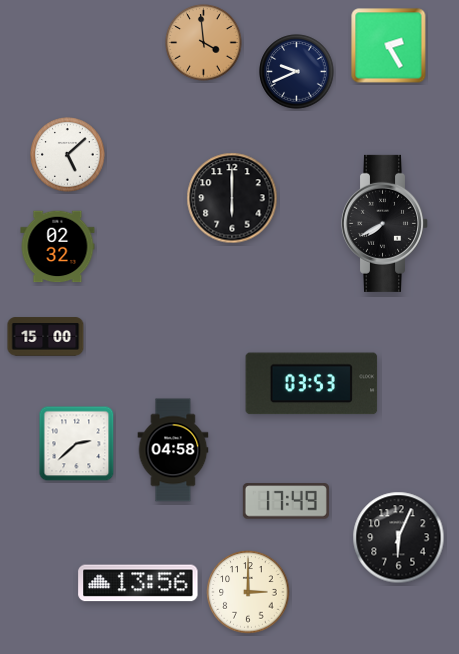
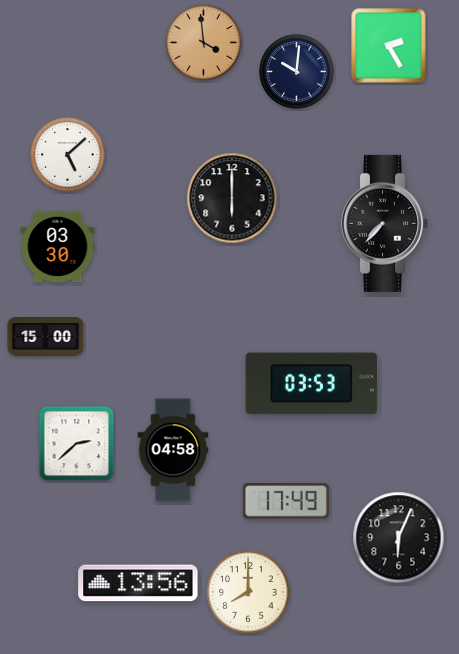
clock at (297, 72): 9:41 -> 10:01
clock at (384, 223): 7:40 -> 7:37
clock at (58, 247): 02:32 -> 03:30
clock at (248, 592): 3:00 -> 8:00
